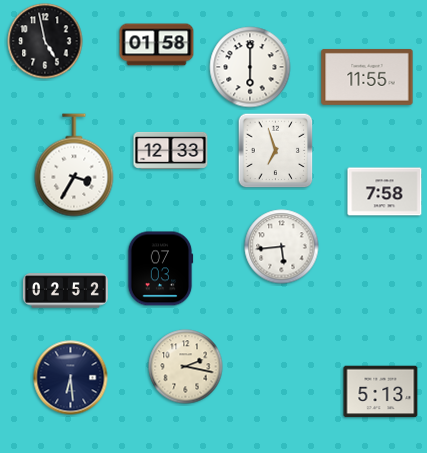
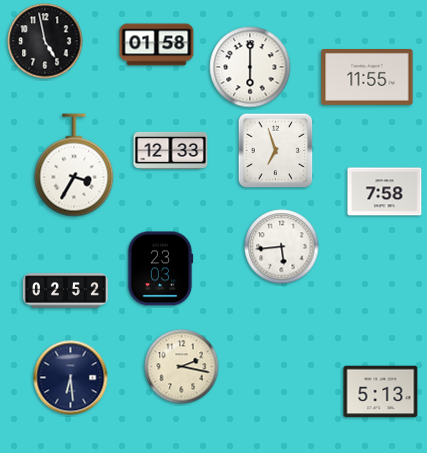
clock at (160, 269): 07:03 -> 23:03
clock at (186, 367) position: (186, 367) -> (182, 367)
